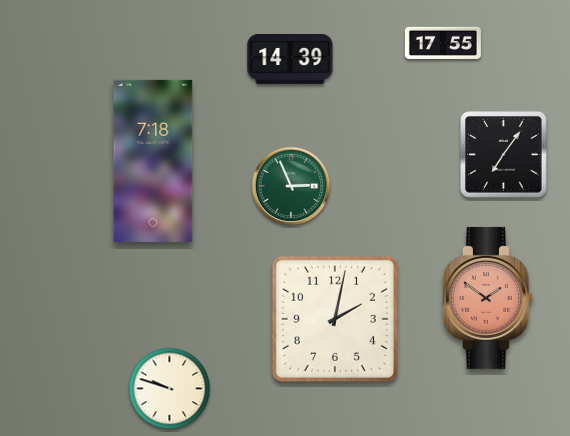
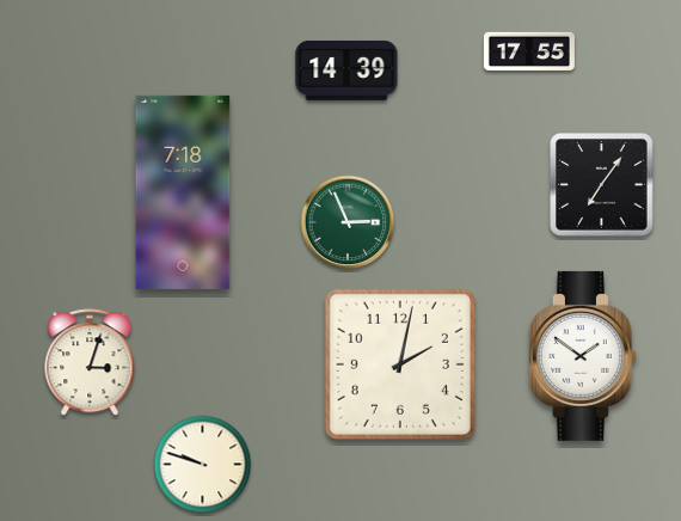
clock at (488, 298) dial: salmon -> white
clock at (90, 363): none -> 3:03
clock at (335, 319) position: (335, 319) -> (400, 364)
